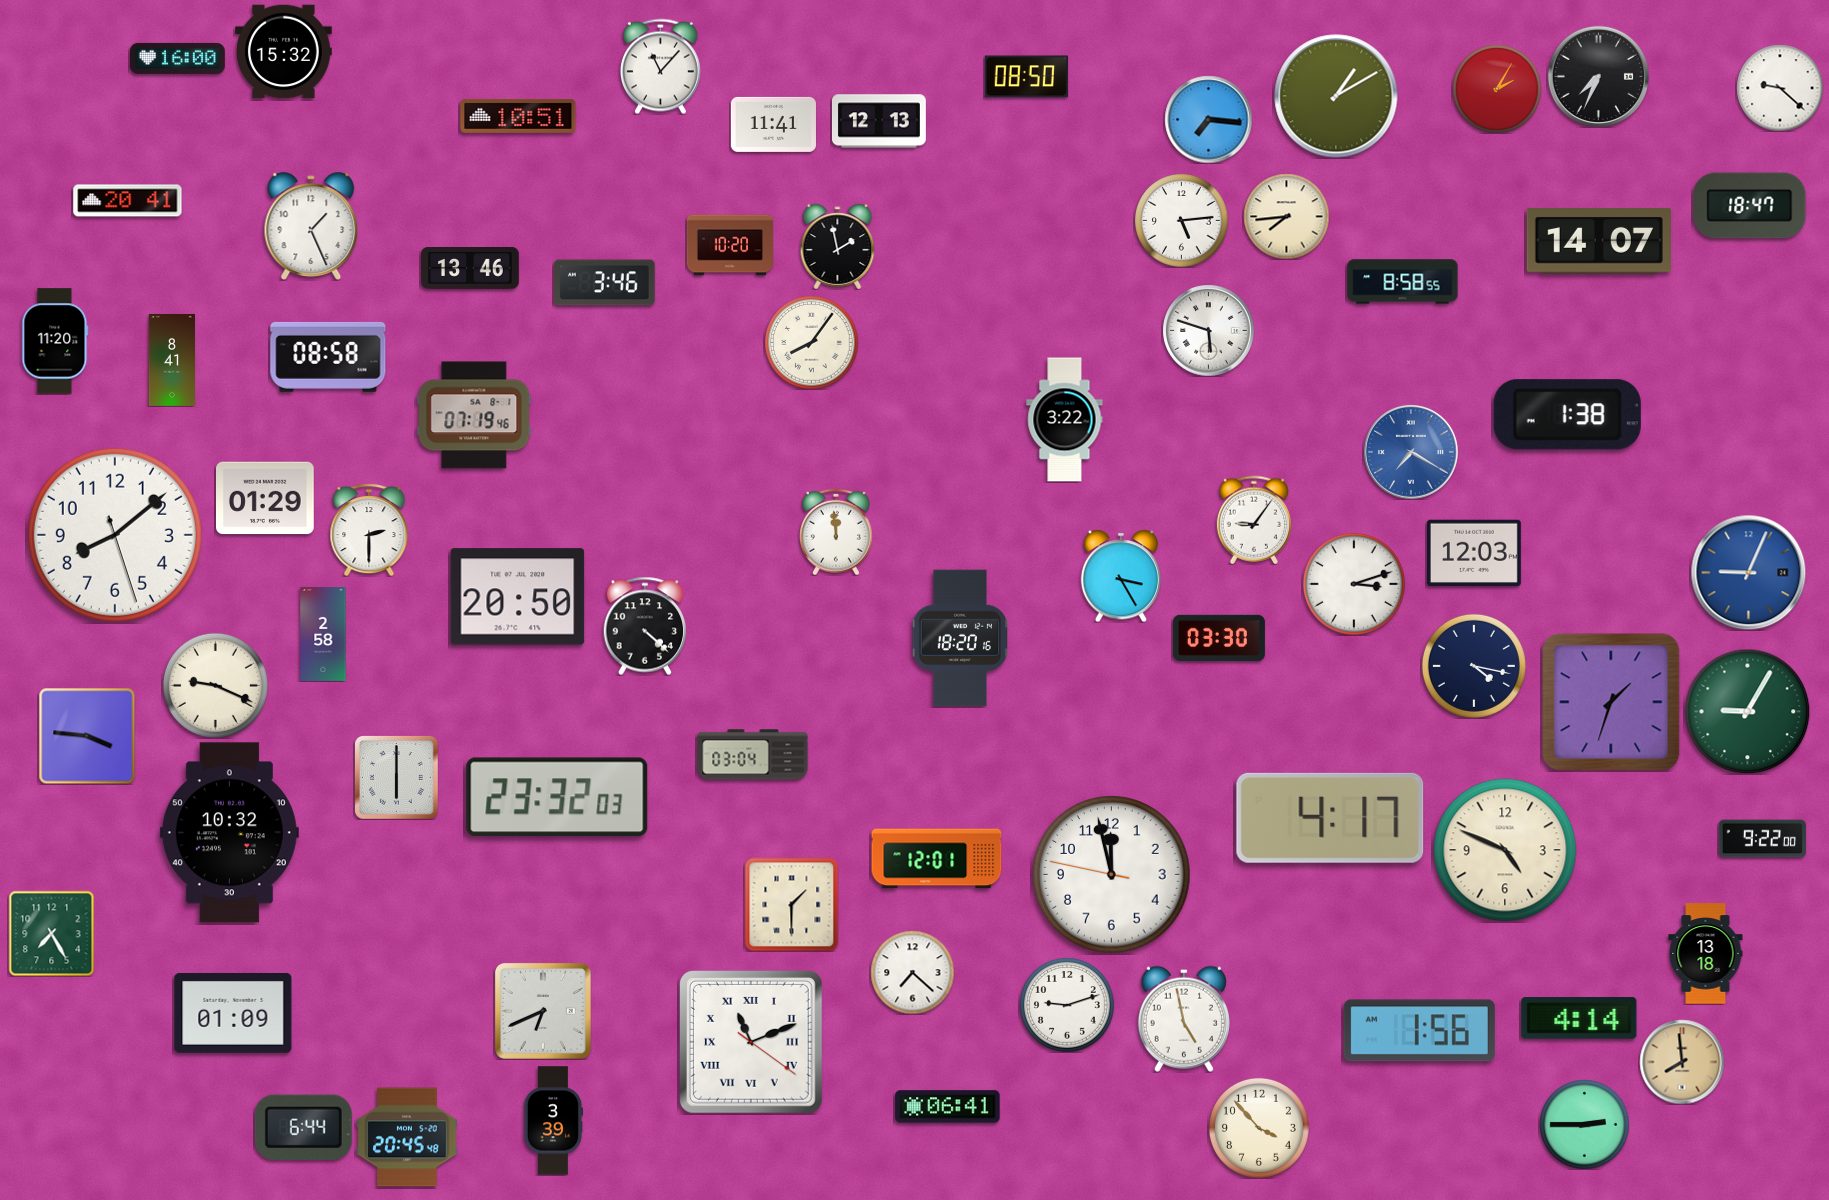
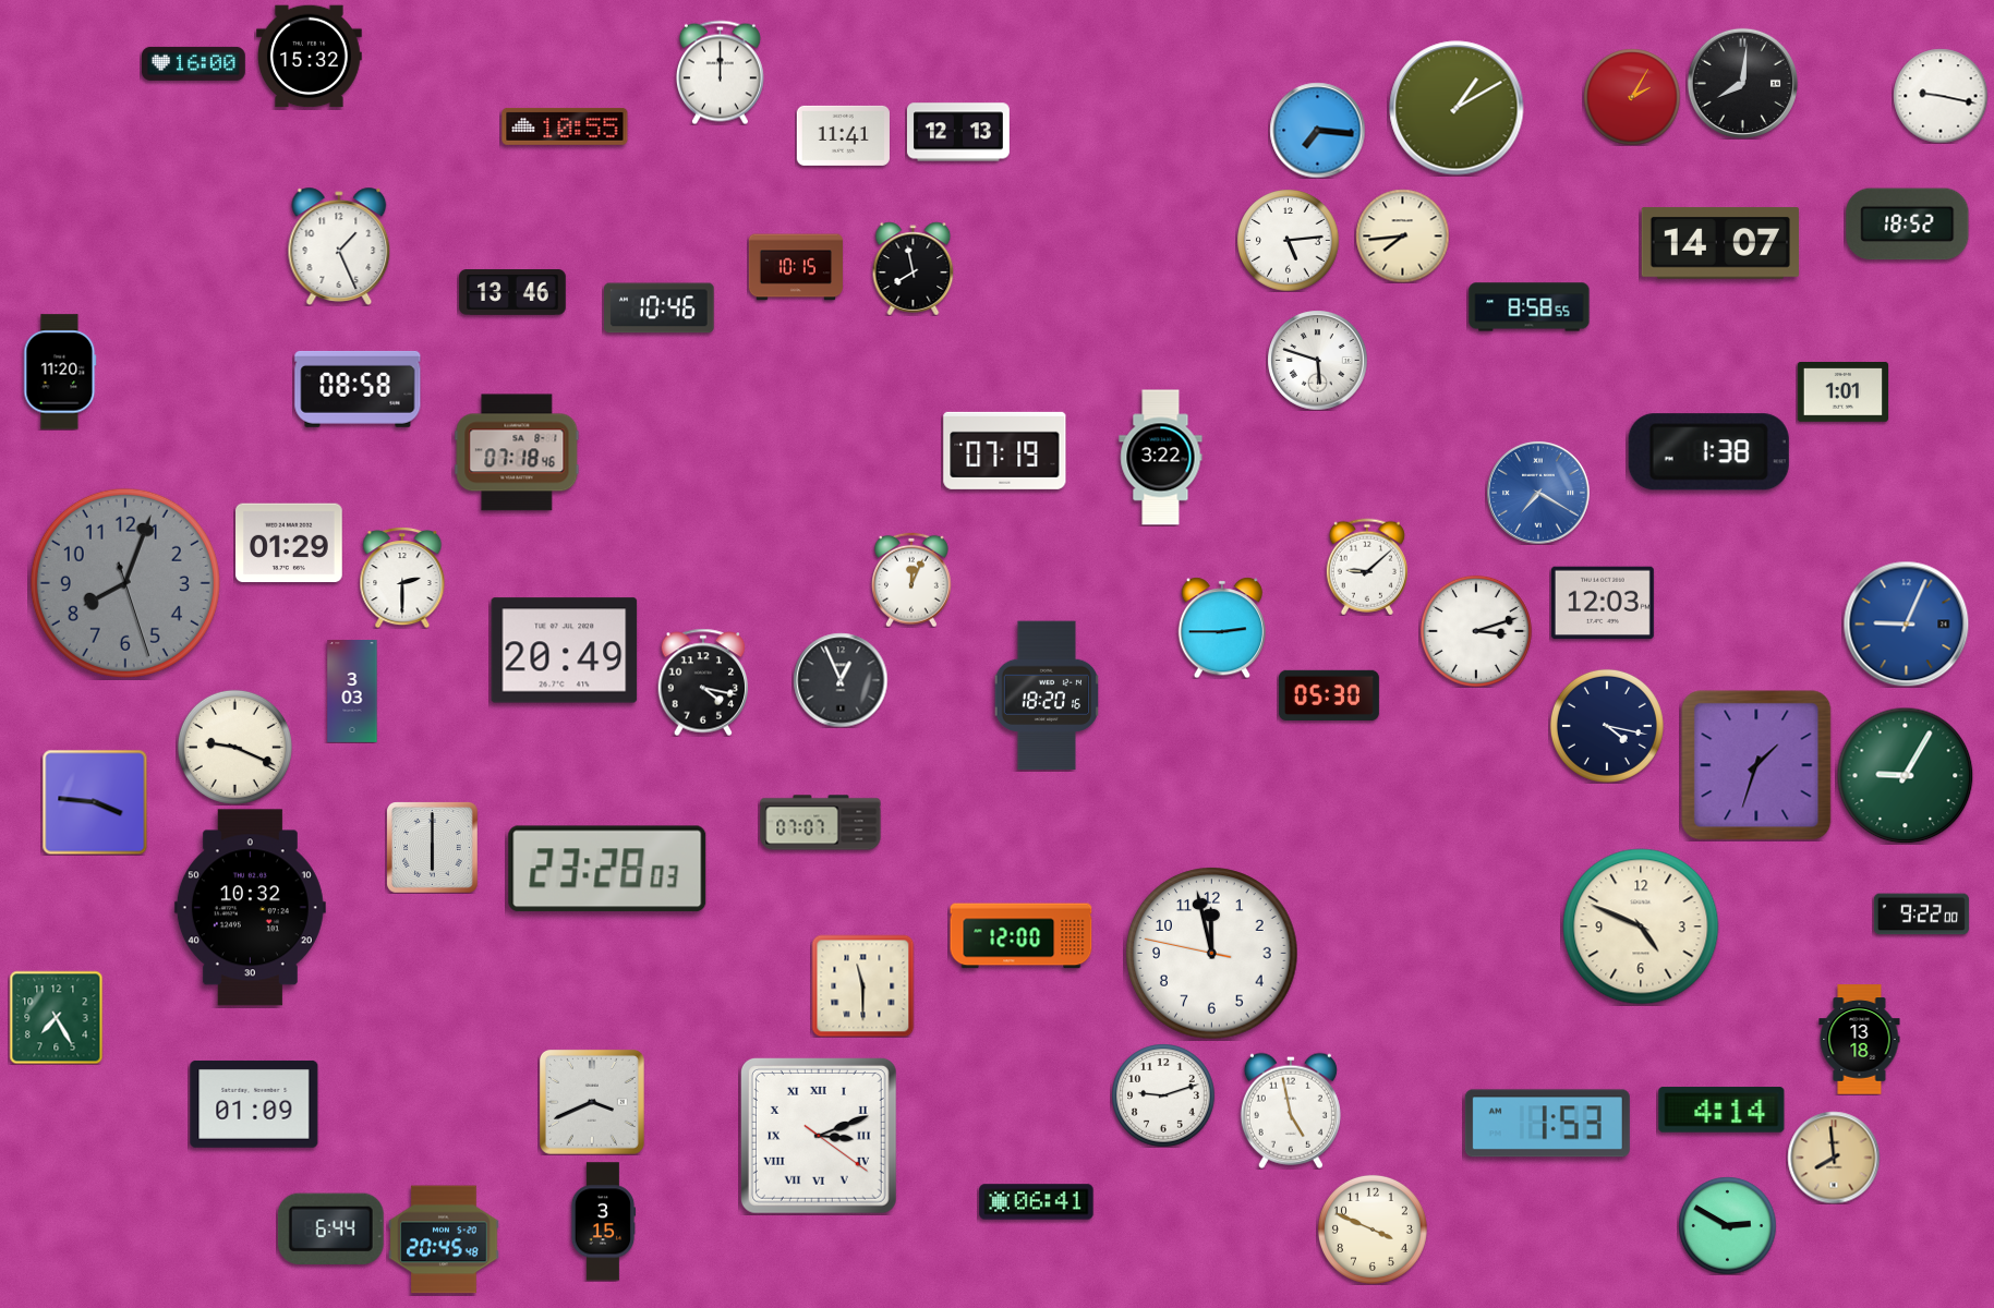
clock at (660, 66): 11:07 -> 12:00
clock at (1598, 76): 7:34 -> 8:01
clock at (1026, 77): 08:50 -> none
clock at (1780, 88): 9:22 -> 9:17
clock at (1336, 96) position: (1336, 96) -> (1457, 108)
clock at (518, 116): 10:51 -> 10:55
clock at (128, 201): 20:41 -> none
clock at (1750, 206): 18:47 -> 18:52
clock at (1599, 241) position: (1599, 241) -> (1720, 243)
clock at (730, 245): 10:20 -> 10:15
clock at (838, 246): 1:58 -> 7:58
clock at (605, 283): 3:46 -> 10:46
clock at (811, 342): 8:06 -> none
clock at (171, 360): 8:41 -> none
clock at (1842, 392): none -> 1:01
clock at (1005, 450): none -> 07:19
clock at (474, 415): 07:19 -> 07:18
clock at (1254, 520): 9:06 -> 9:08
clock at (837, 532): 11:59 -> 12:04
clock at (115, 535): 8:08 -> 8:03
clock at (115, 535) dial: white -> grey
clock at (1474, 553) position: (1474, 553) -> (1603, 603)
clock at (1121, 576): 3:25 -> 2:45
clock at (1354, 584) position: (1354, 584) -> (1476, 631)
clock at (518, 597): 20:50 -> 20:49
clock at (841, 680): none -> 12:56
clock at (645, 626): 4:22 -> 4:17
clock at (323, 635): 2:58 -> 3:03
clock at (1219, 637): 03:30 -> 05:30
clock at (753, 755): 03:04 -> 07:07
clock at (557, 797): 23:32 -> 23:28
clock at (1330, 818): 4:17 -> none
clock at (937, 859): 12:01 -> 12:00
clock at (791, 904): 1:30 -> 11:30
clock at (912, 972): 7:22 -> none
clock at (543, 1011): 6:41 -> 3:41
clock at (1419, 1031): 1:56 -> 1:53
clock at (751, 1042): 11:11 -> 3:11
clock at (948, 1107) position: (948, 1107) -> (1037, 1202)
clock at (553, 1121): 3:39 -> 3:15
clock at (1584, 1124): 2:45 -> 2:50
clock at (1259, 1128): 3:53 -> 3:49
